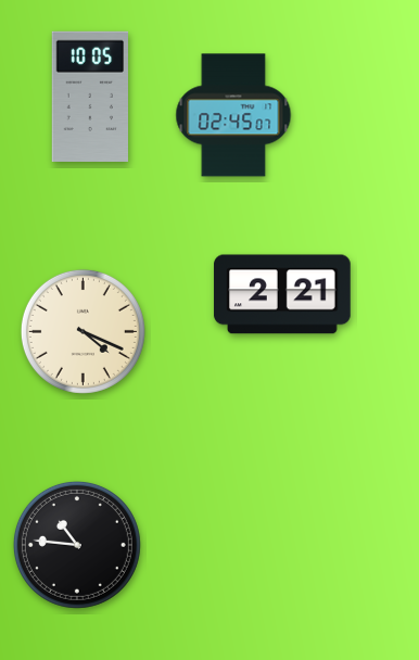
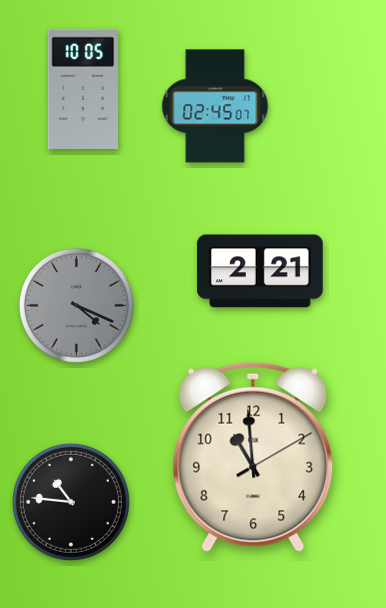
clock at (82, 331) dial: cream -> grey
clock at (253, 457): none -> 10:59
